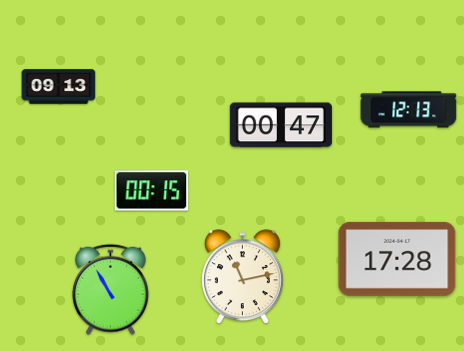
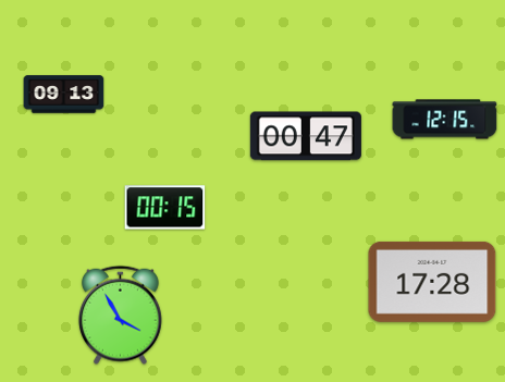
clock at (409, 110): 12:13 -> 12:15
clock at (242, 277): 11:13 -> none
clock at (110, 289): 10:55 -> 3:55
